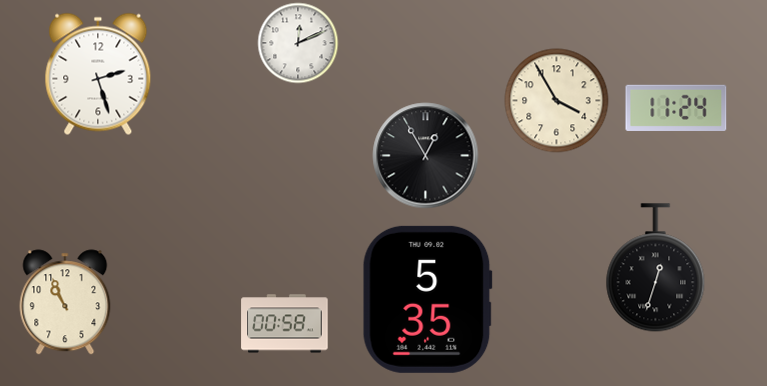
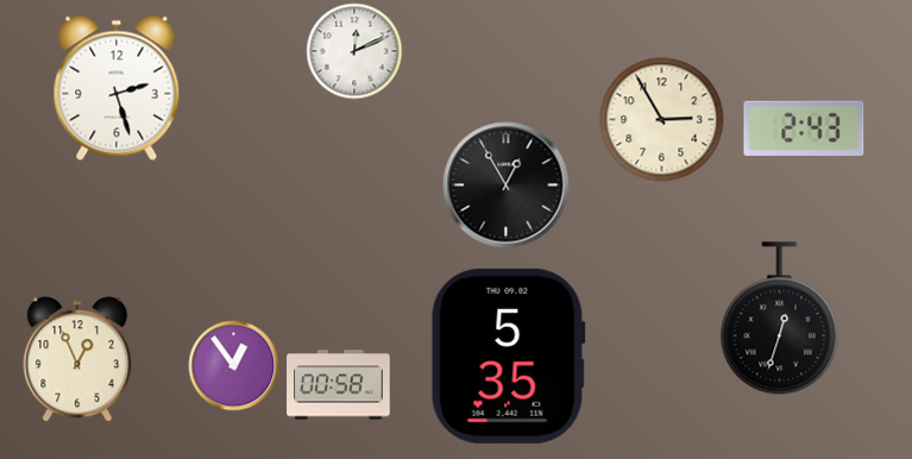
clock at (557, 101): 3:55 -> 2:55
clock at (676, 108): 11:24 -> 2:43
clock at (65, 302): 10:56 -> 12:56
clock at (234, 366): none -> 12:54
